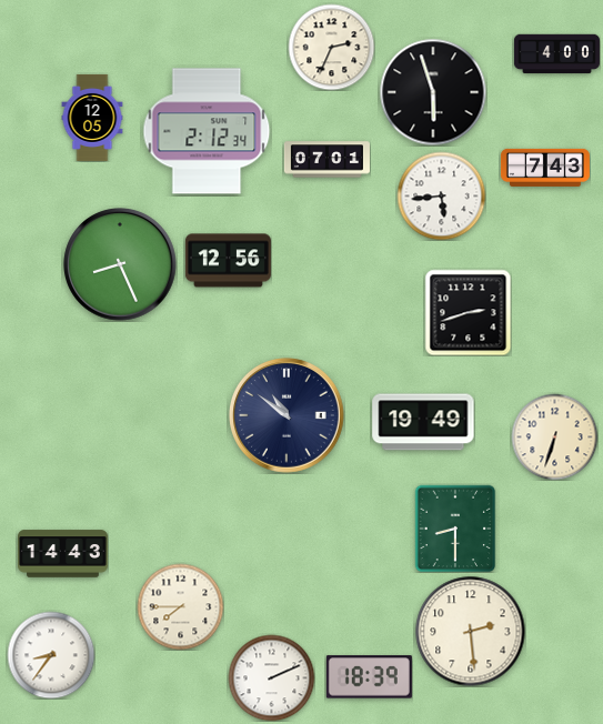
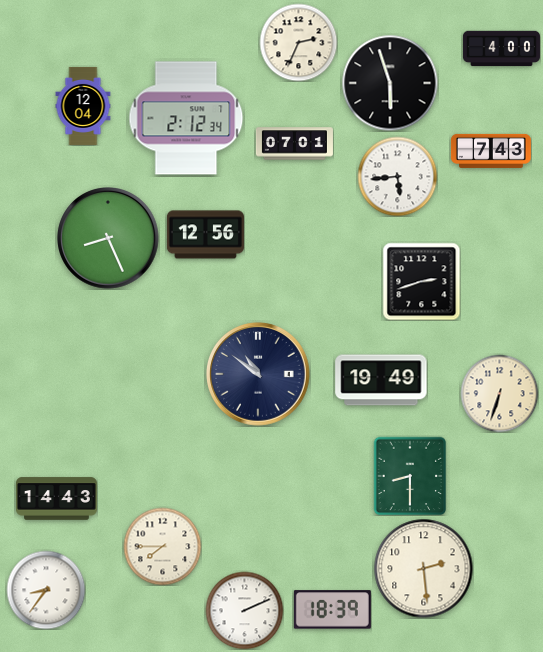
clock at (92, 118): 12:05 -> 12:04
